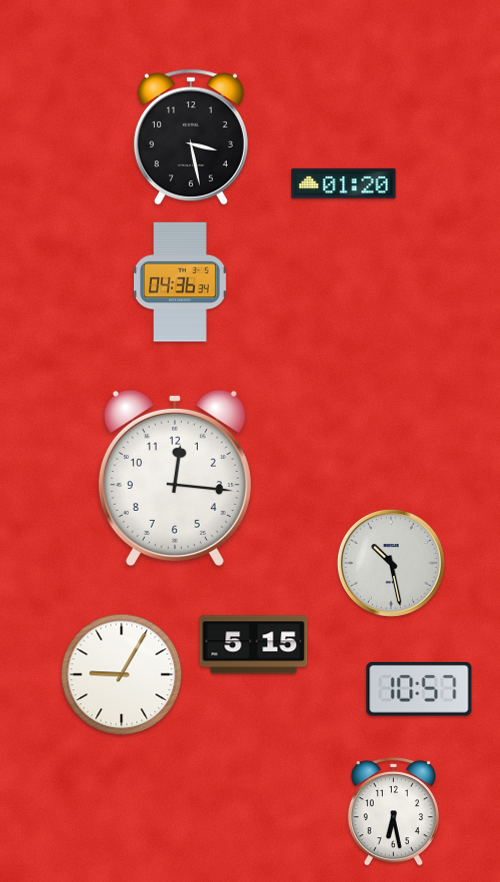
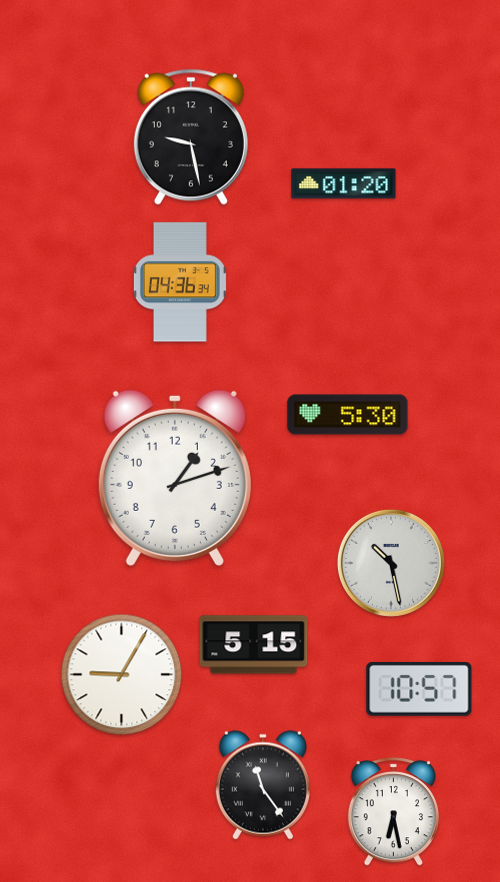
clock at (191, 137): 3:28 -> 9:28
clock at (348, 415): none -> 5:30
clock at (175, 478): 12:16 -> 1:12
clock at (263, 785): none -> 11:24
